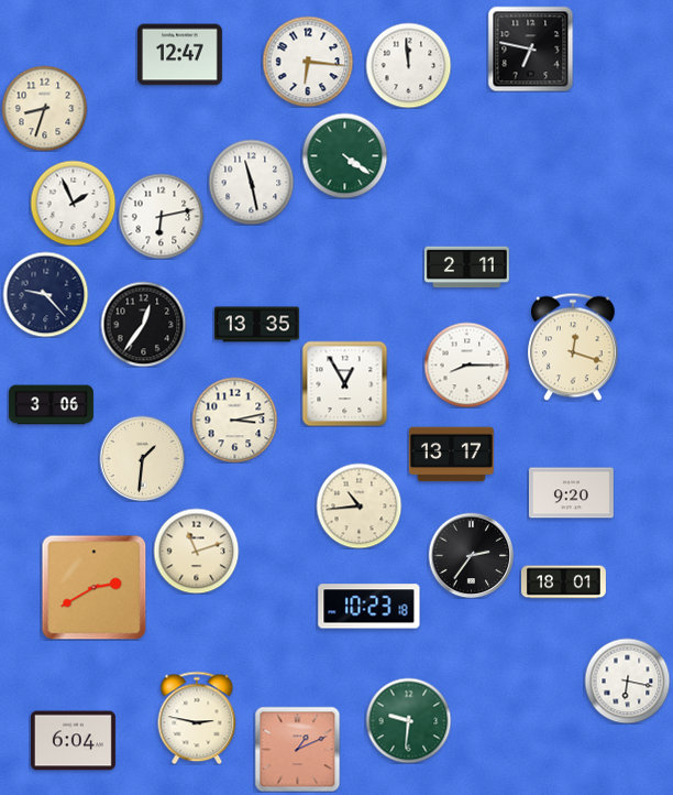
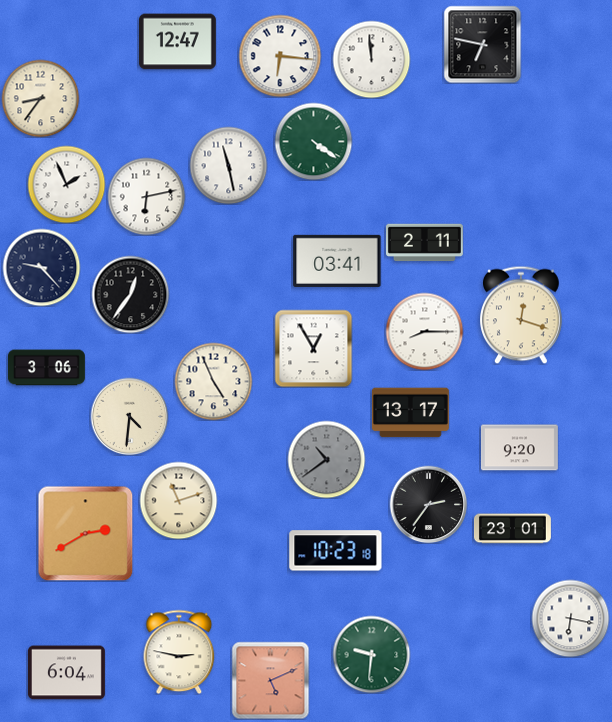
clock at (179, 55) position: (179, 55) -> (177, 42)
clock at (44, 108): 8:33 -> 8:36
clock at (337, 261): none -> 03:41
clock at (256, 325): 13:35 -> none
clock at (234, 420): 3:13 -> 4:56
clock at (142, 458): 1:31 -> 4:31
clock at (358, 505): 10:44 -> 10:39
clock at (358, 505) dial: cream -> grey
clock at (563, 582): 18:01 -> 23:01
clock at (297, 749): 1:11 -> 5:11
